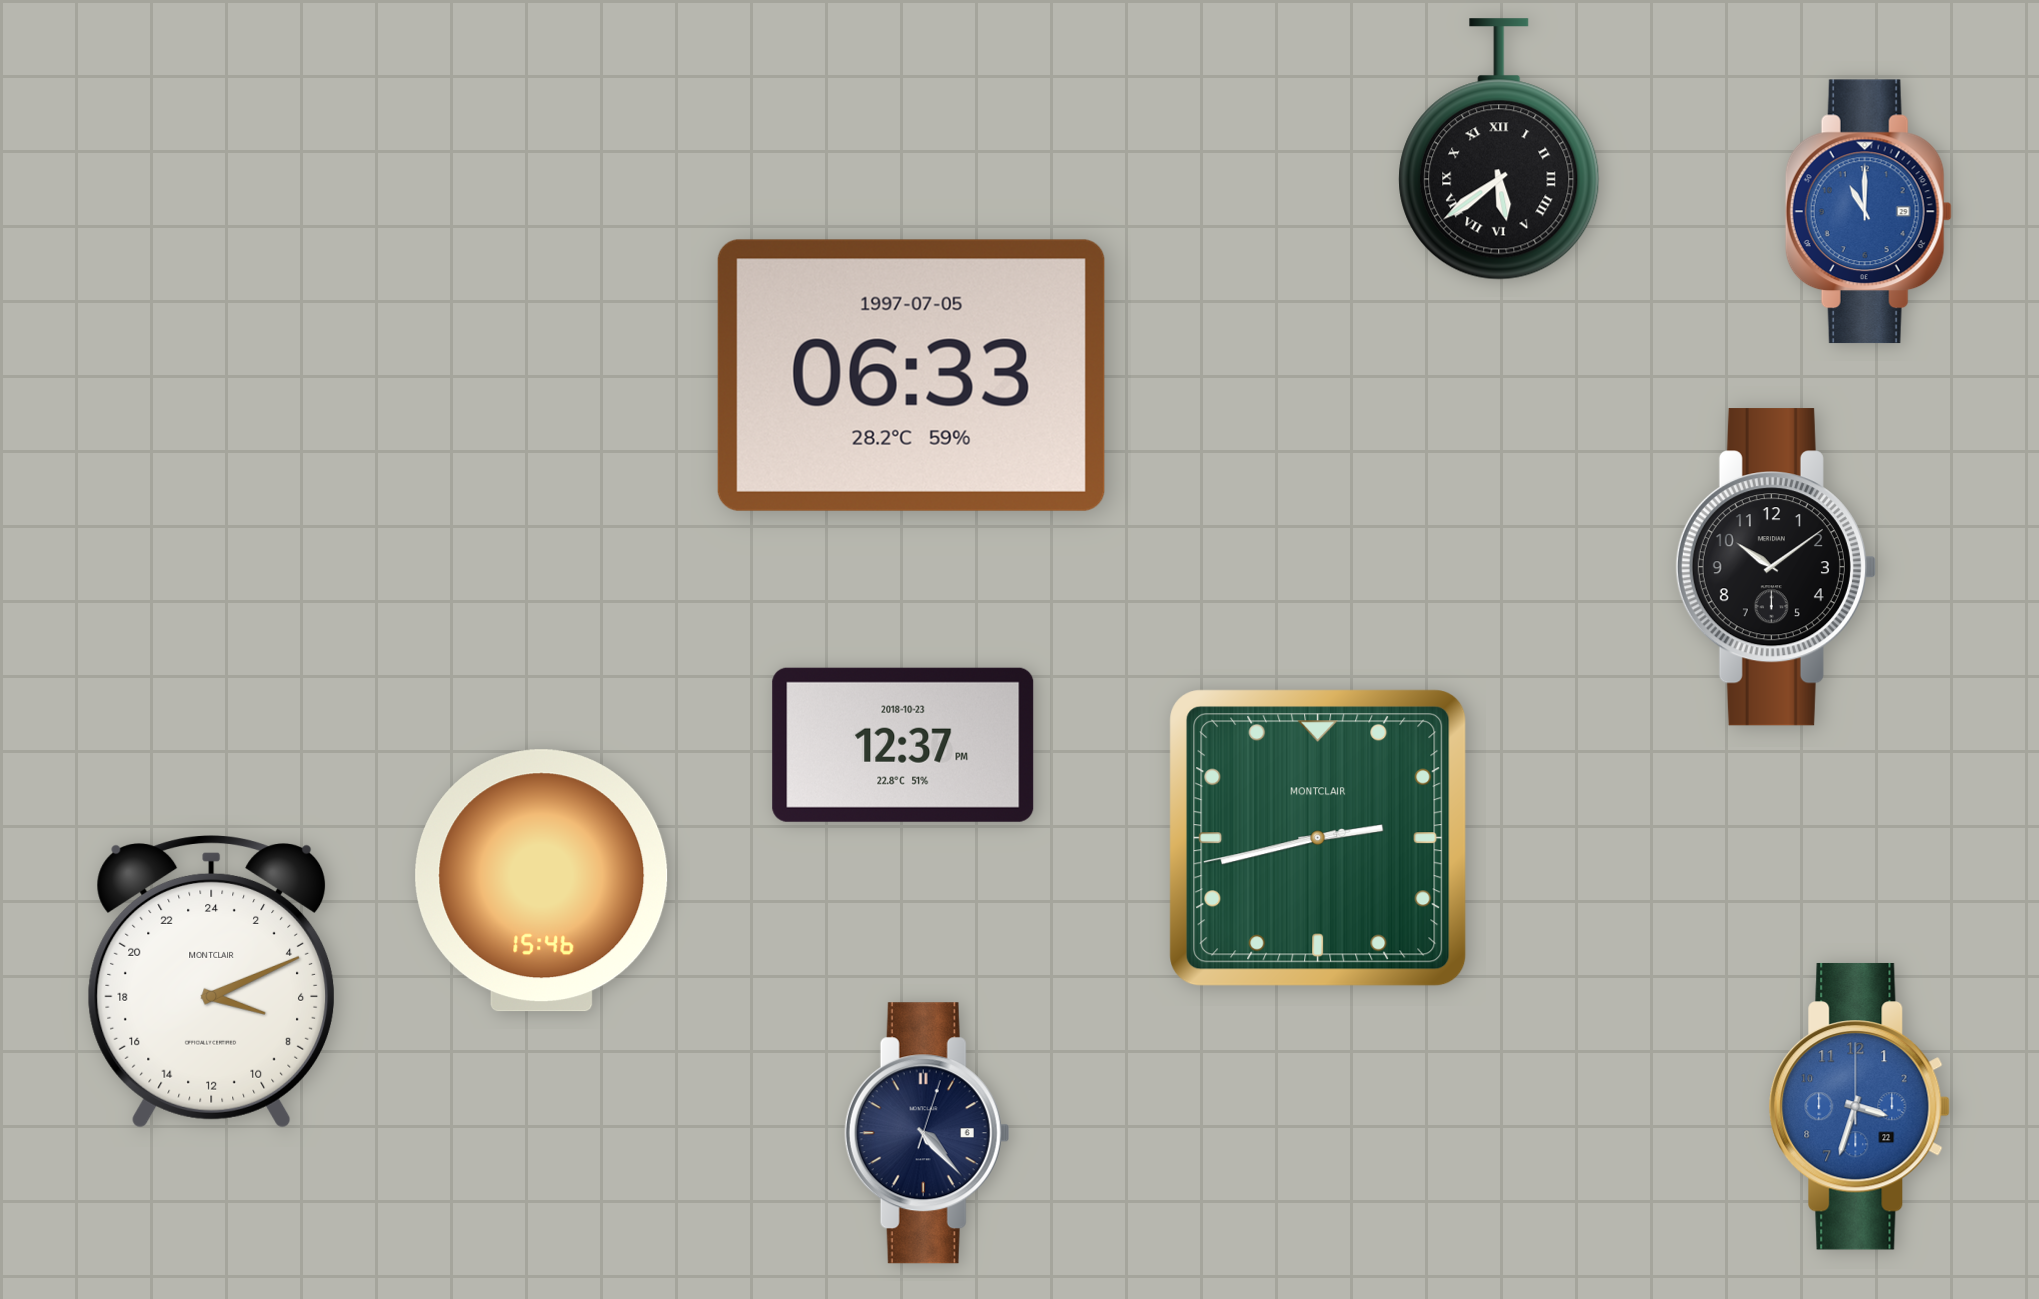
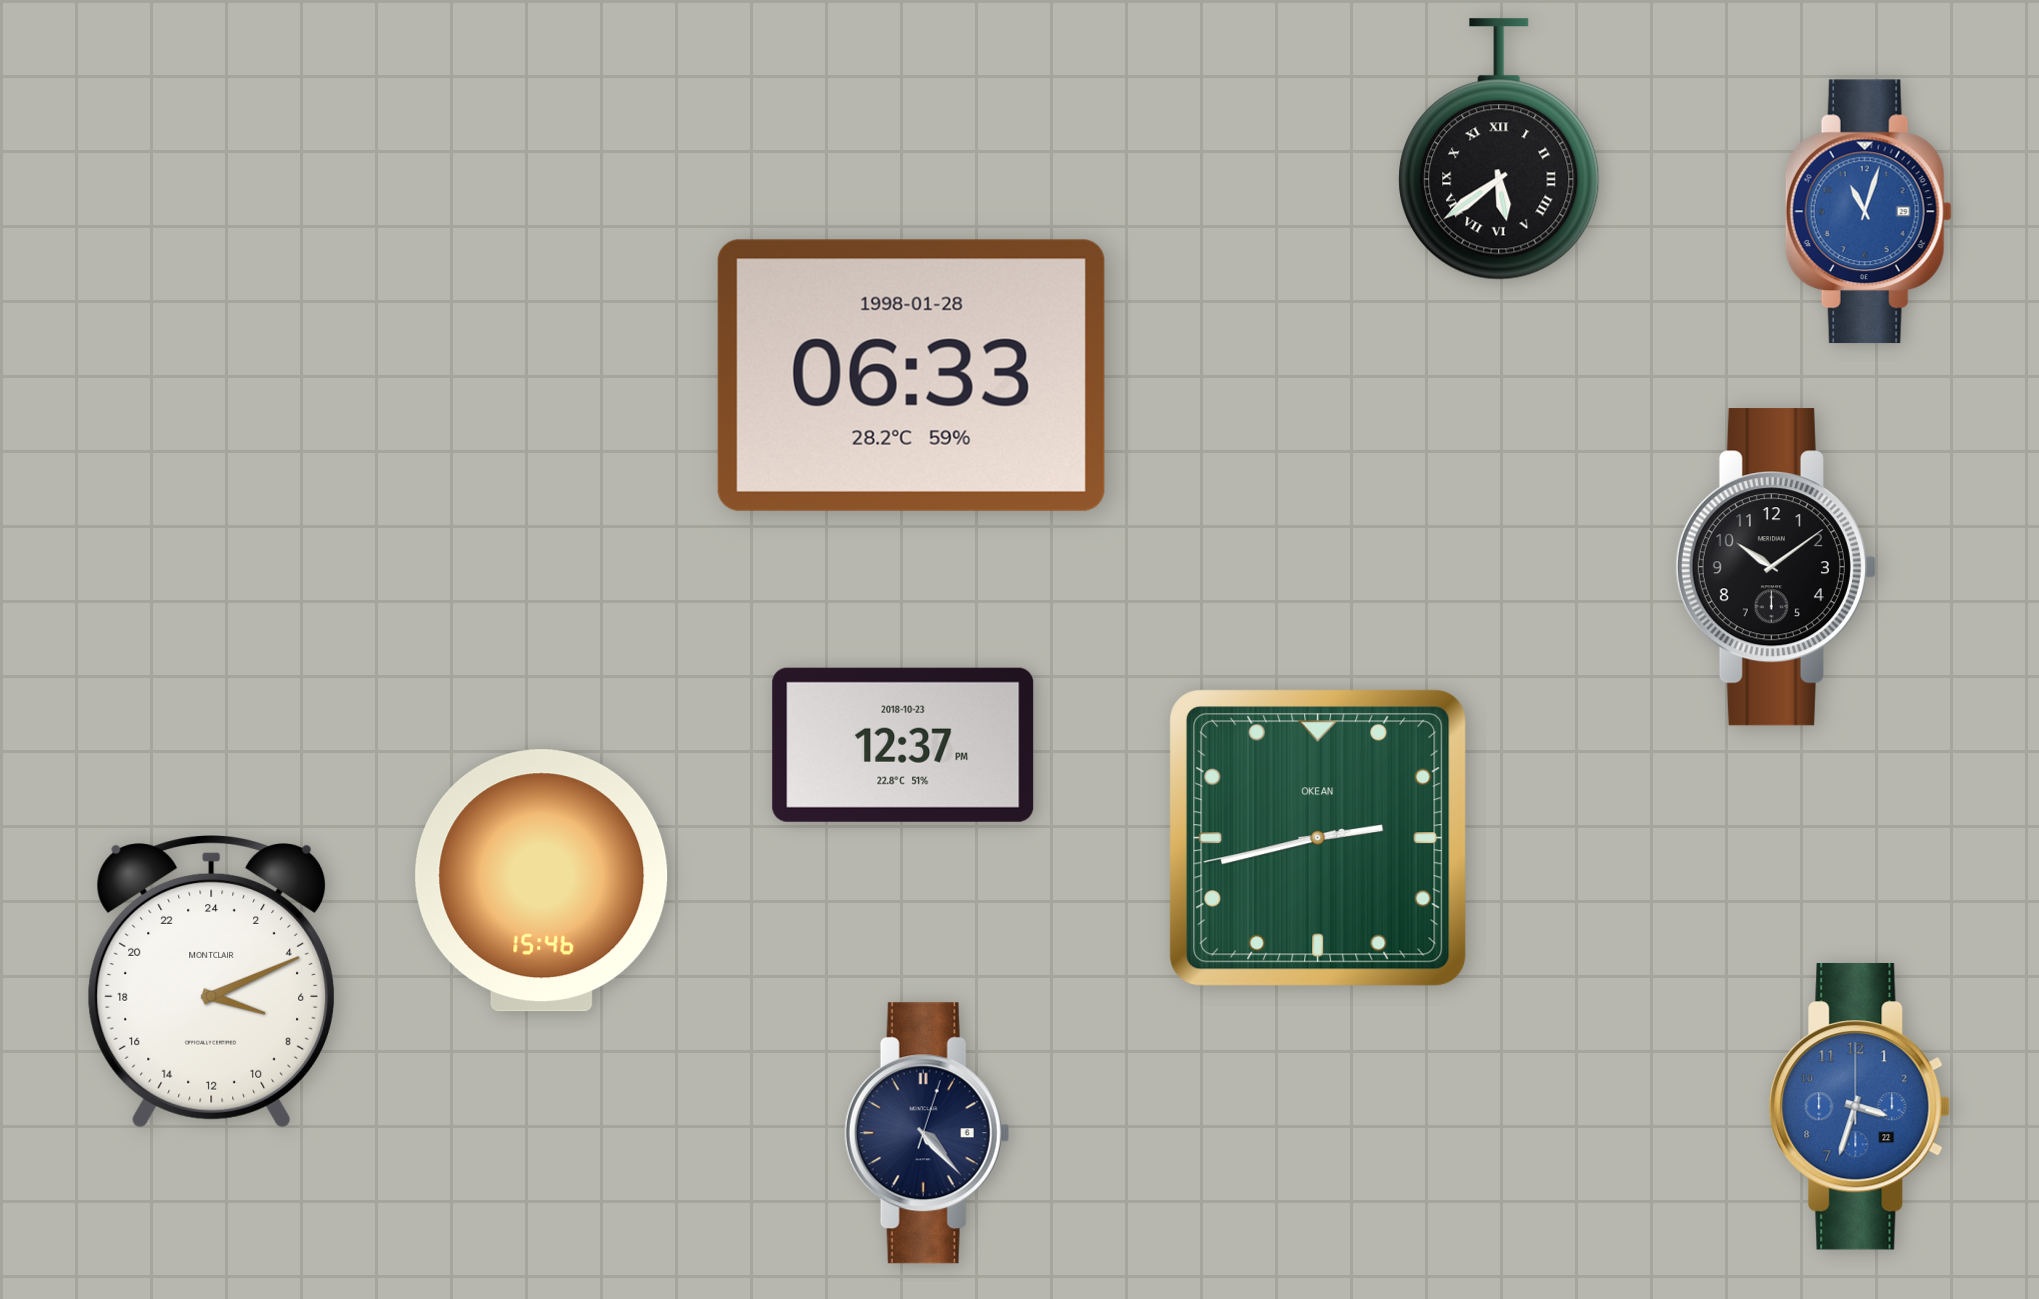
clock at (1868, 212): 11:00 -> 11:03
clock at (911, 375) date: 1997-07-05 -> 1998-01-28
clock at (1318, 838) brand: MONTCLAIR -> OKEAN
